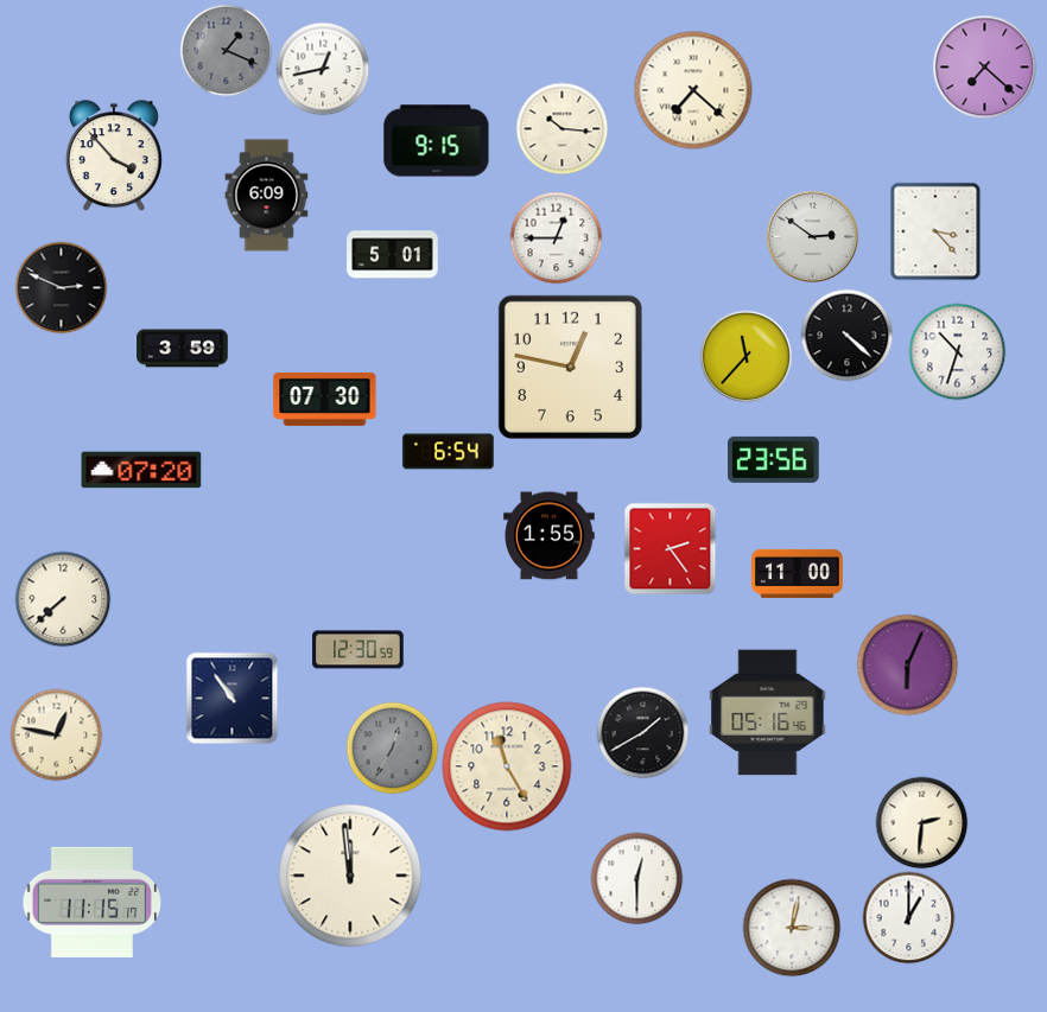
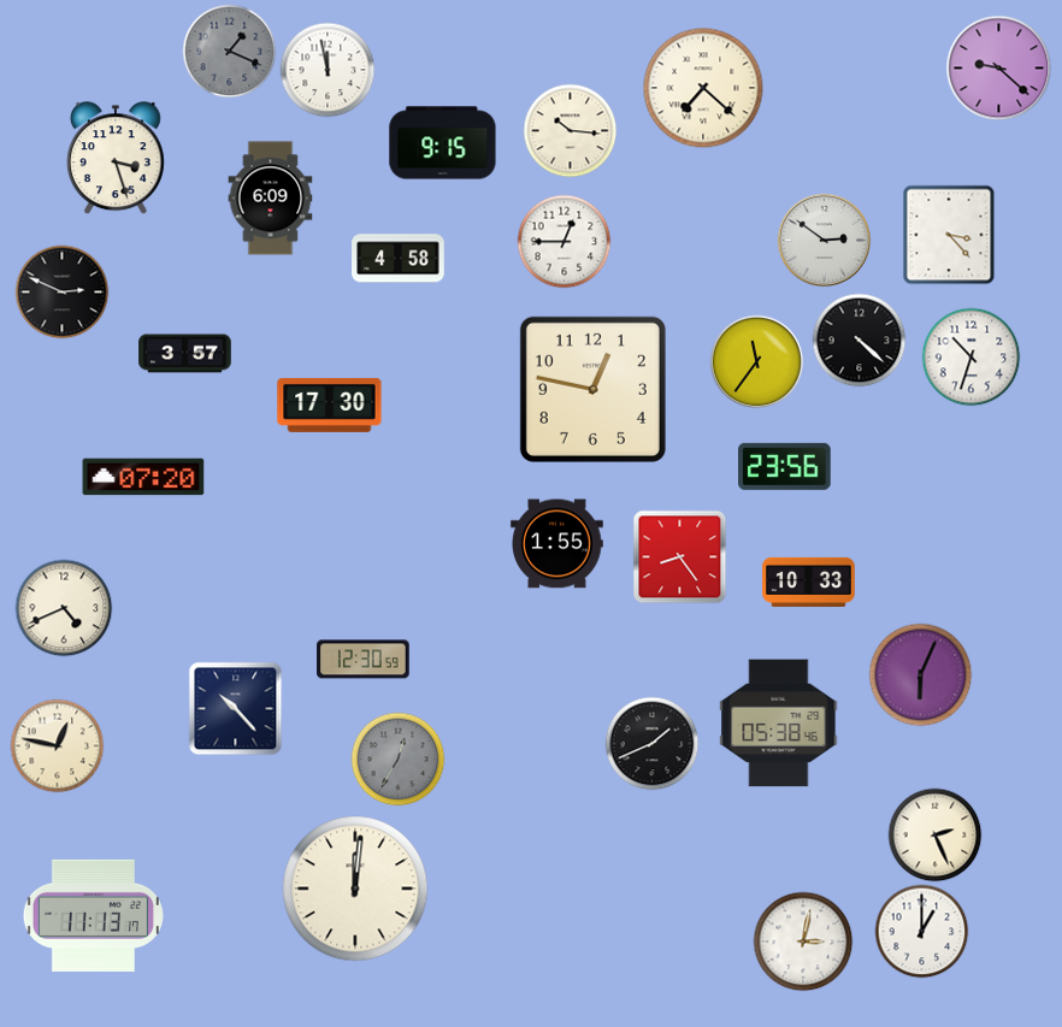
clock at (984, 66): 7:22 -> 9:22
clock at (323, 69): 12:43 -> 11:58
clock at (693, 90) position: (693, 90) -> (703, 88)
clock at (114, 155): 3:53 -> 3:27
clock at (393, 255): 5:01 -> 4:58
clock at (183, 349): 3:59 -> 3:57
clock at (745, 356): 11:37 -> 11:36
clock at (570, 367) position: (570, 367) -> (592, 389)
clock at (325, 399): 07:30 -> 17:30
clock at (449, 452): 6:54 -> none
clock at (670, 548): 2:24 -> 8:24
clock at (798, 573): 11:00 -> 10:33
clock at (63, 599): 7:38 -> 4:41
clock at (231, 698): 10:54 -> 10:23
clock at (768, 713): 05:16 -> 05:38
clock at (642, 732): 1:40 -> 1:41
clock at (507, 766): 11:25 -> none
clock at (921, 822): 2:31 -> 2:26
clock at (350, 876): 11:59 -> 12:01
clock at (636, 878): 12:30 -> none
clock at (91, 902): 11:15 -> 11:13
